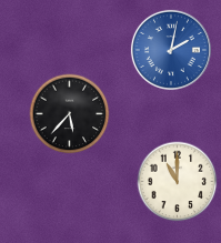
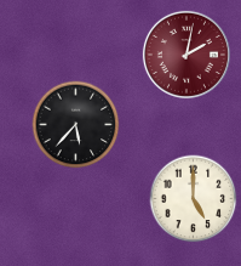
clock at (171, 50) dial: blue -> burgundy
clock at (178, 182): 11:00 -> 5:00
